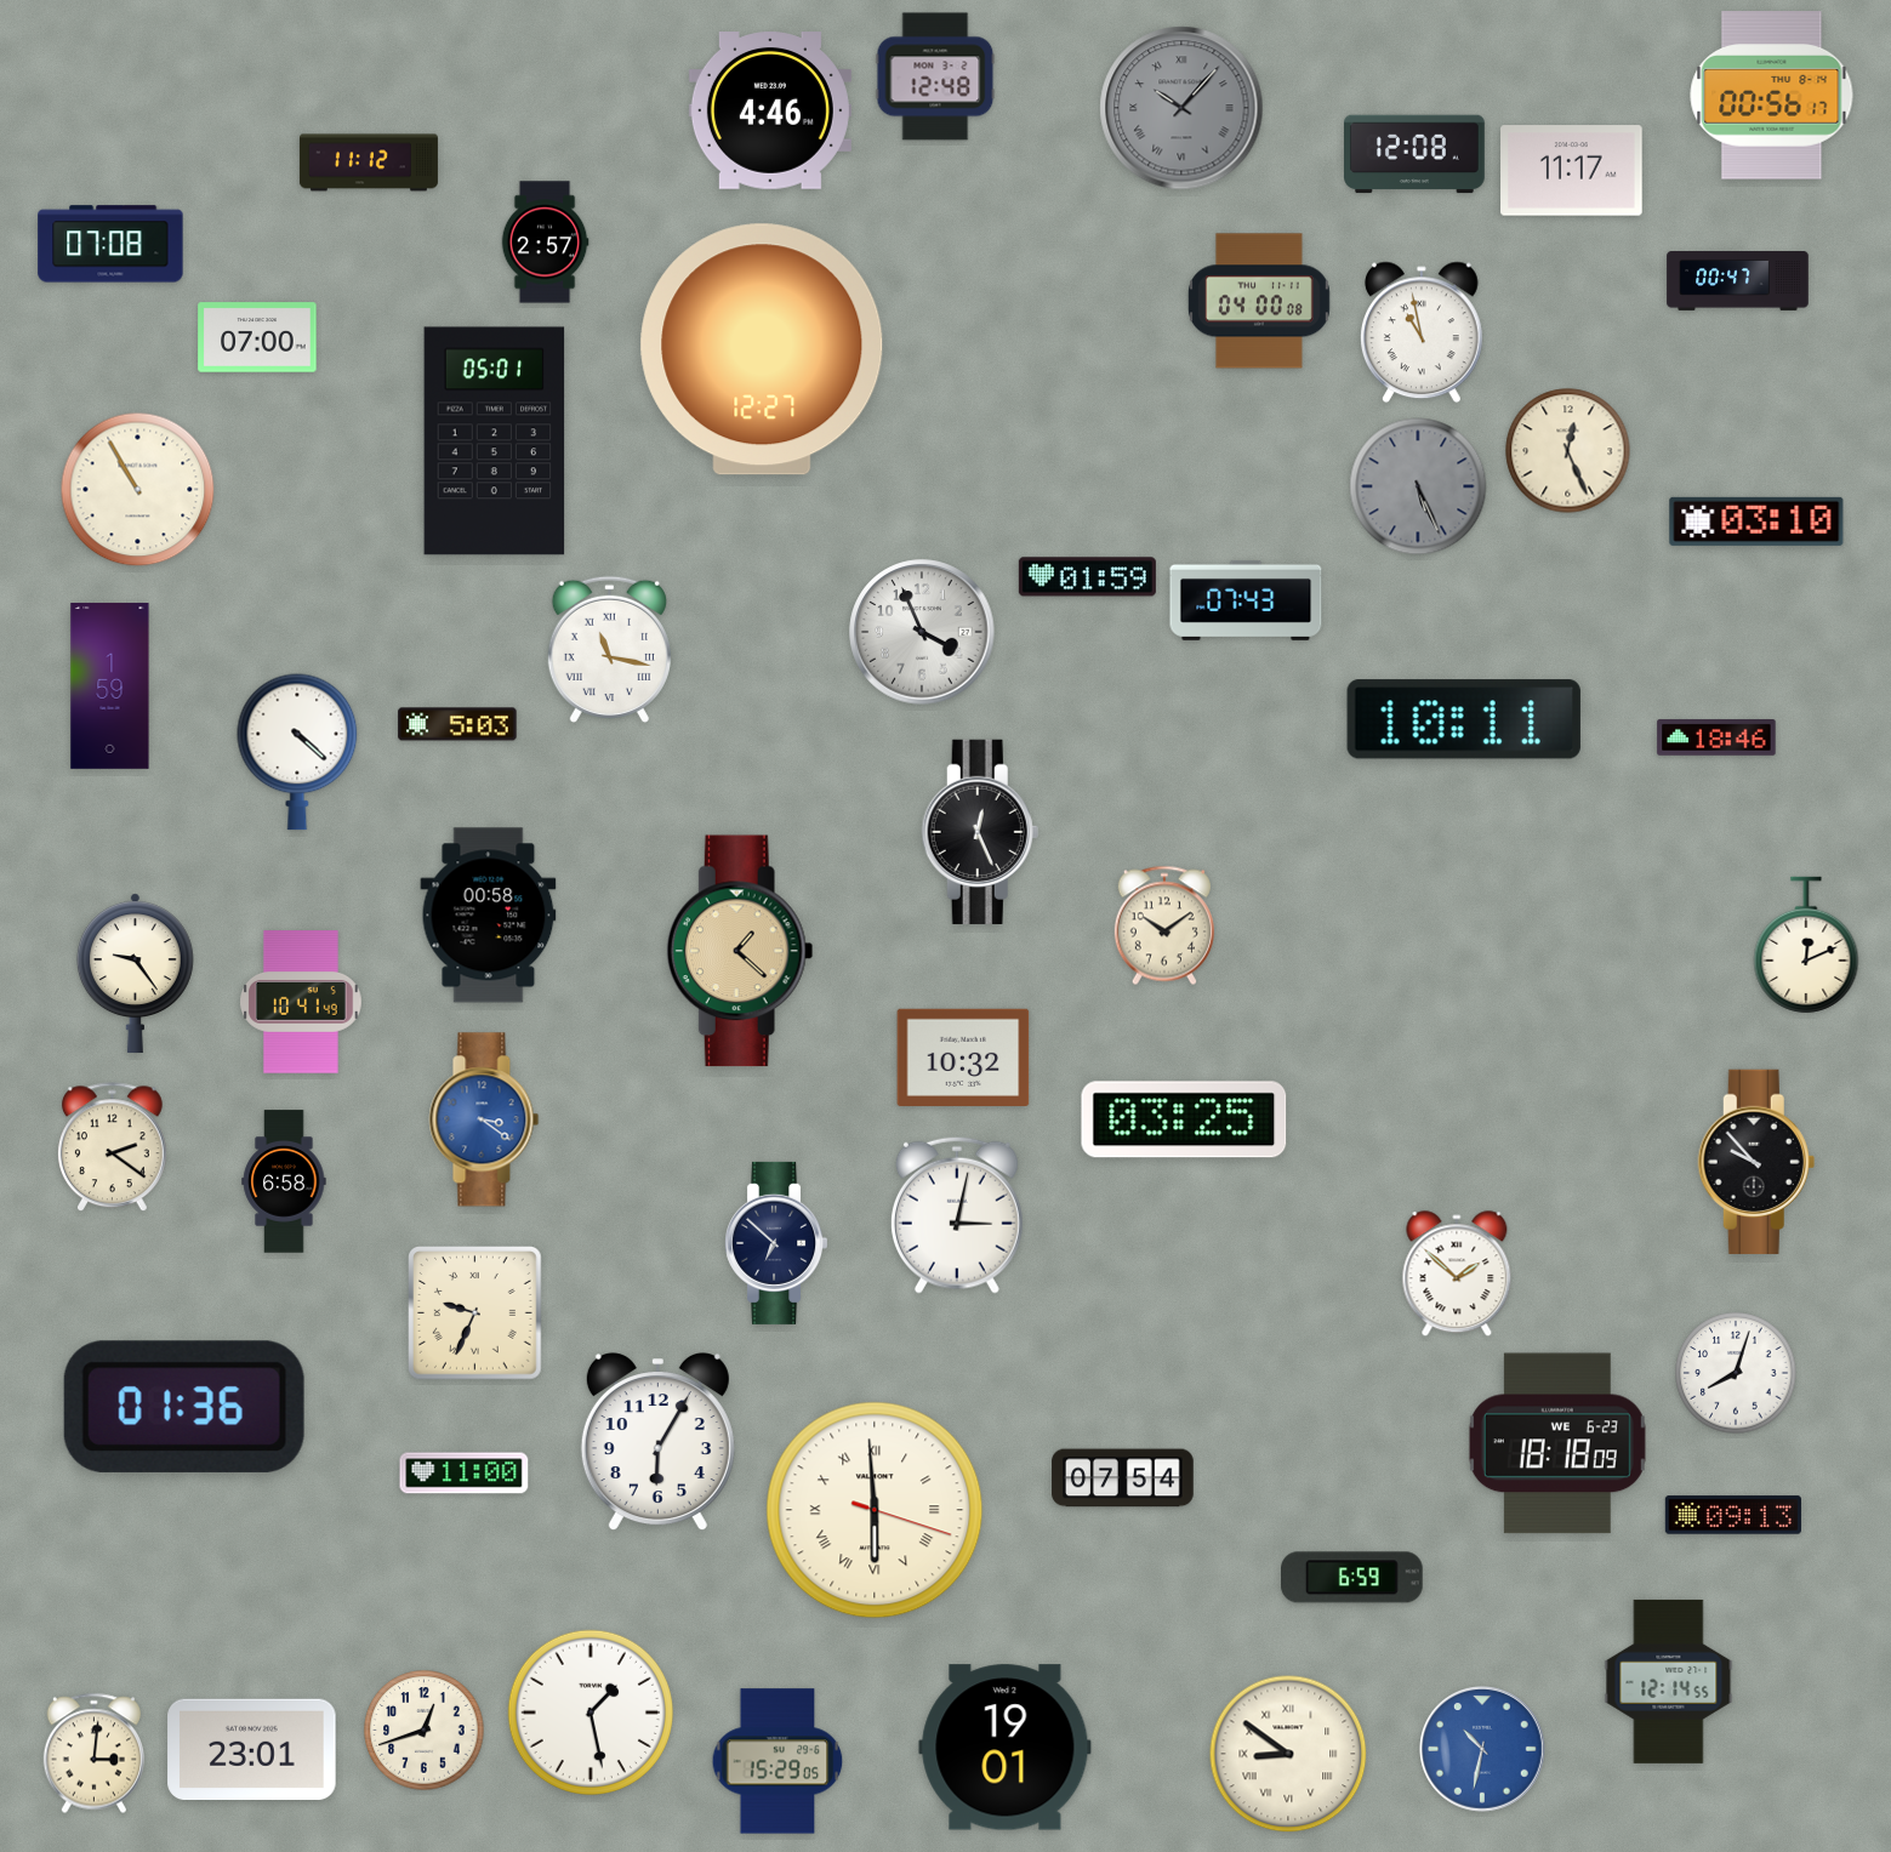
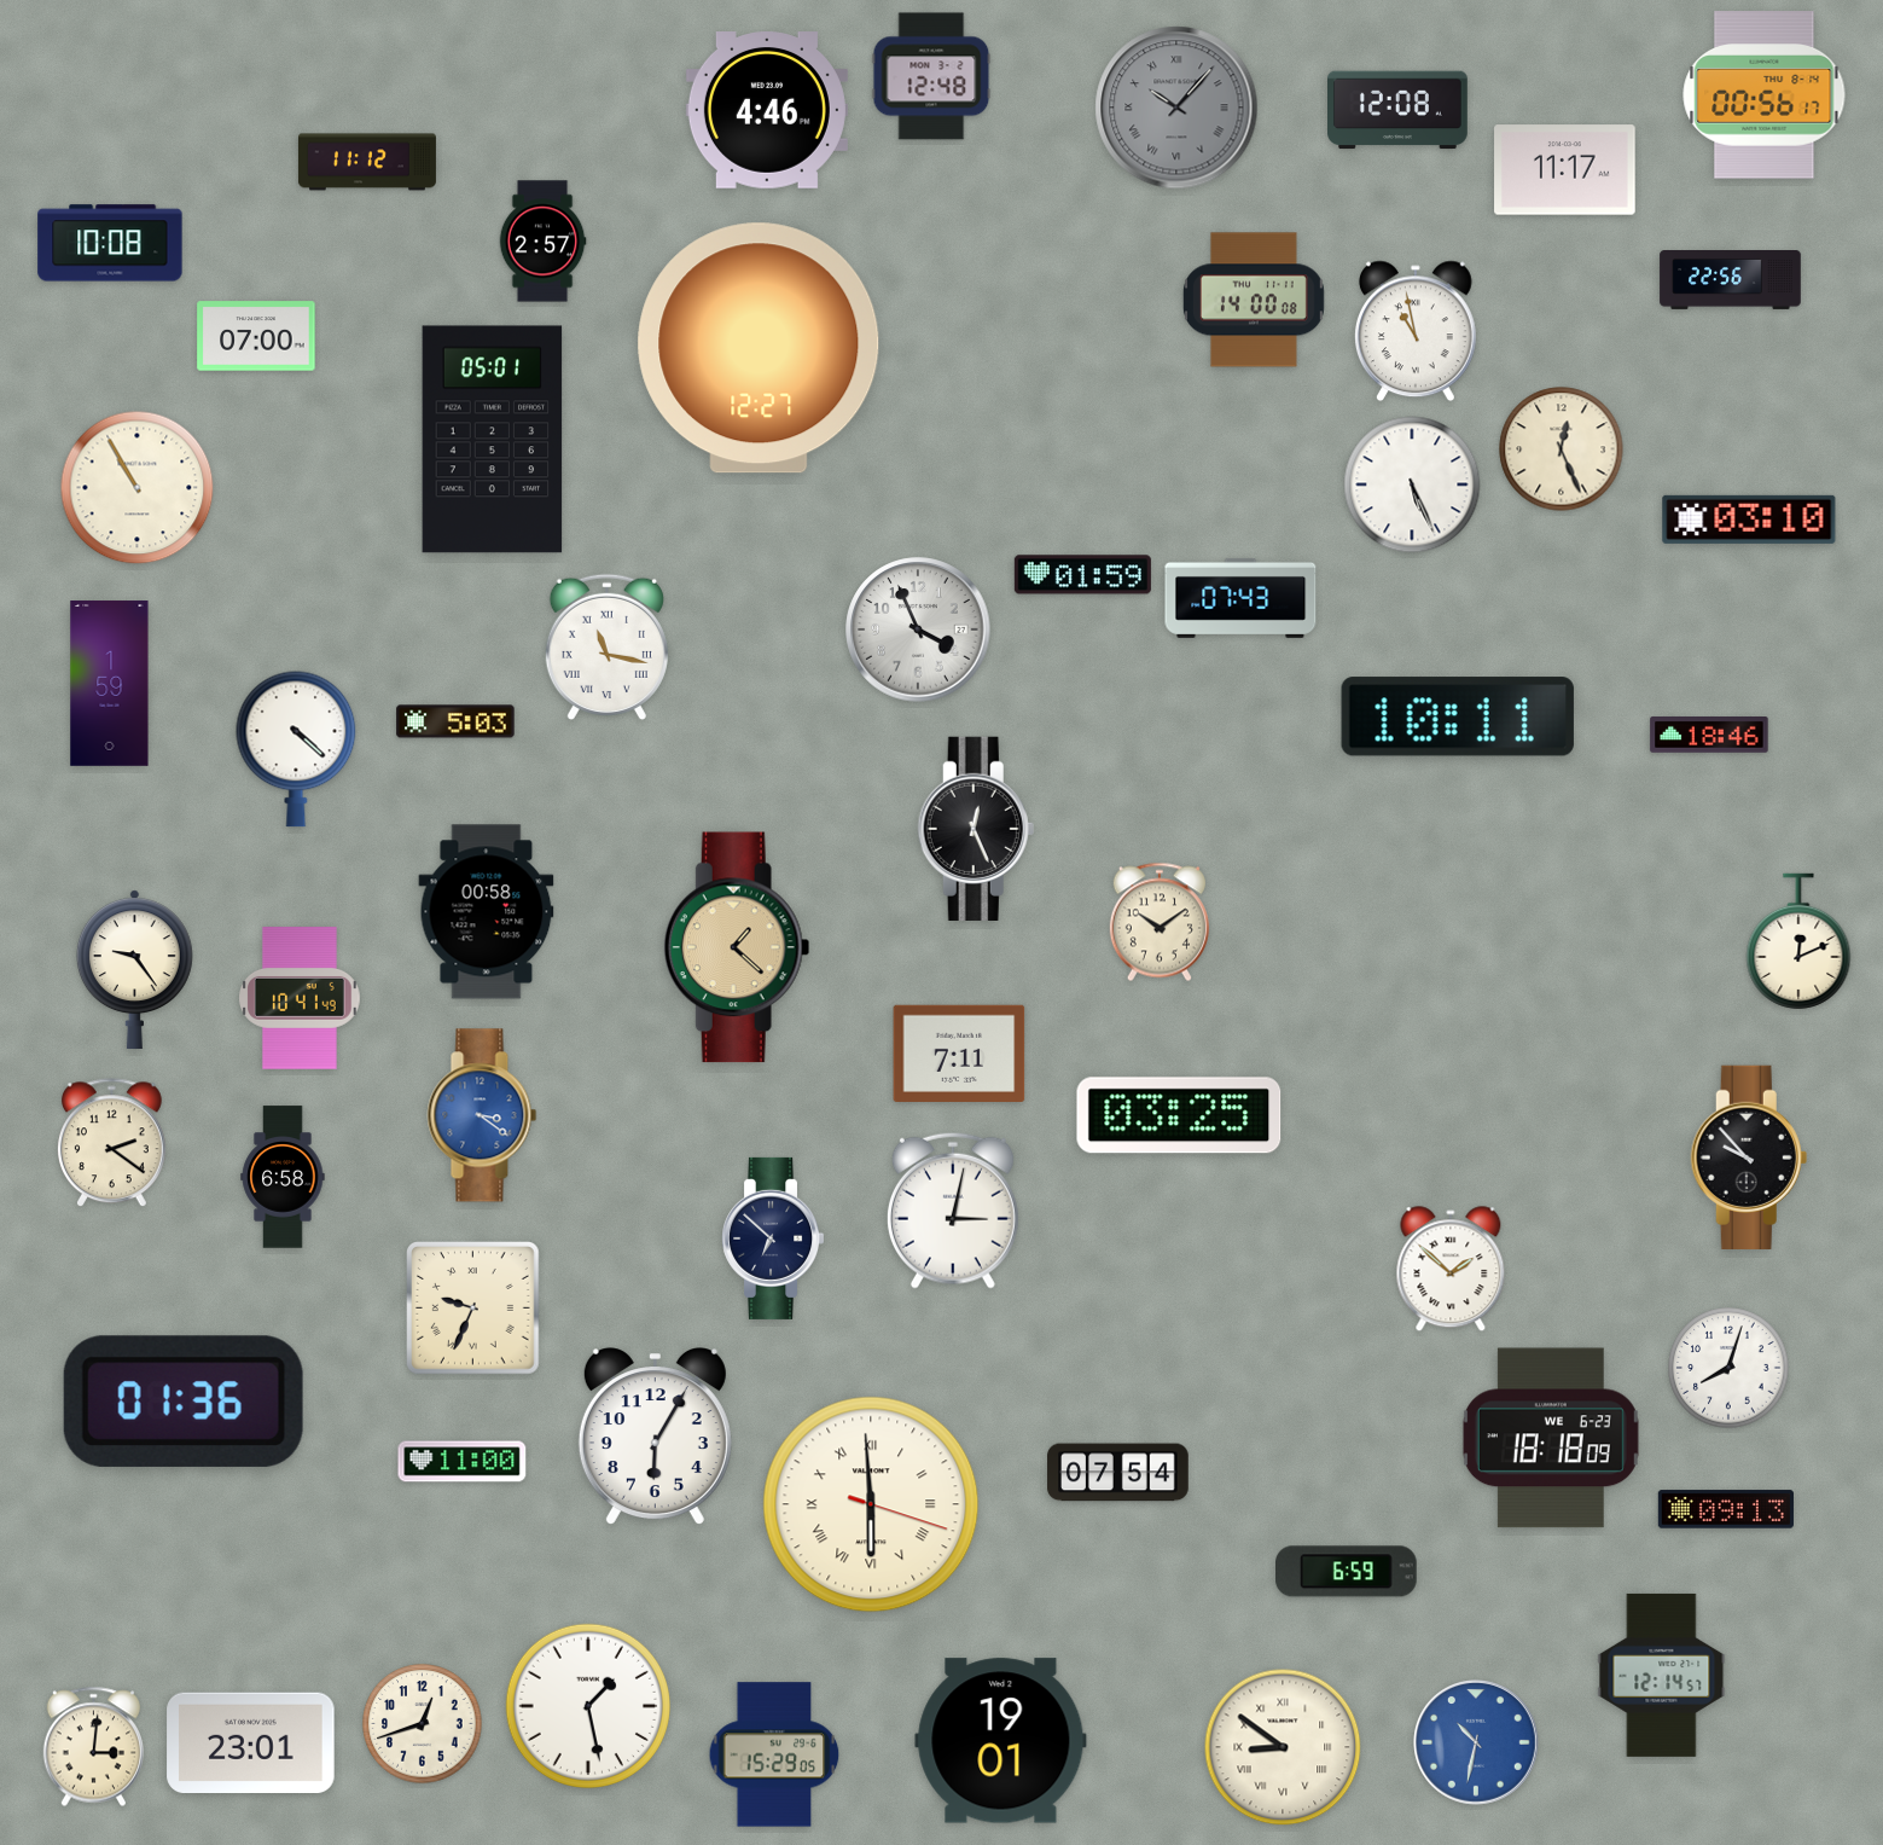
clock at (1416, 154) position: (1416, 154) -> (1399, 110)
clock at (110, 244): 07:08 -> 10:08
clock at (1738, 281): 00:47 -> 22:56
clock at (1259, 301): 04:00 -> 14:00
clock at (1418, 486) dial: grey -> white
clock at (963, 1056): 10:32 -> 7:11
clock at (465, 1474) position: (465, 1474) -> (463, 1462)
clock at (1669, 1681): 12:14:55 -> 12:14:57
